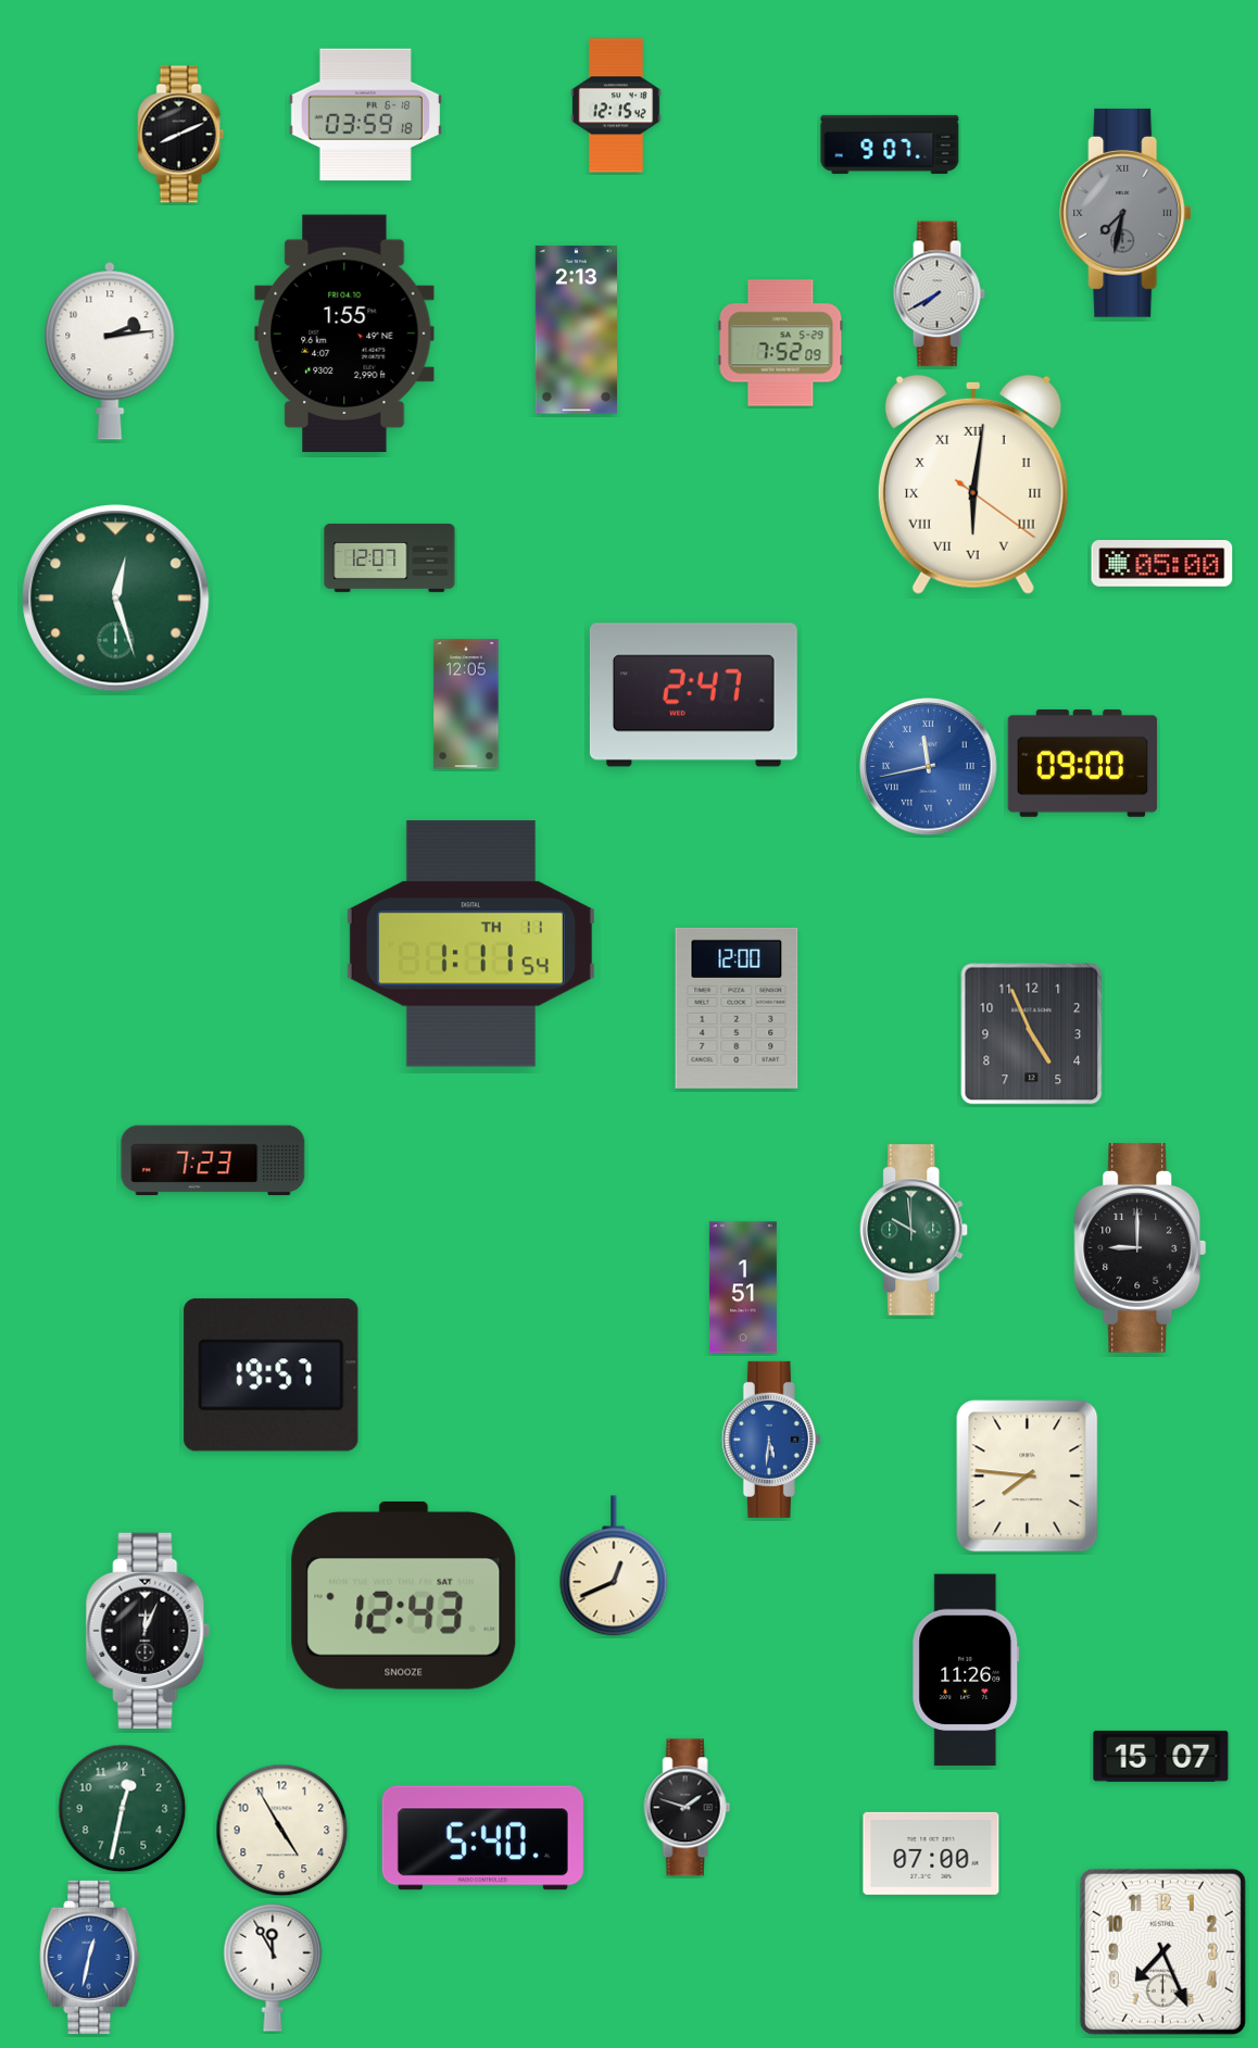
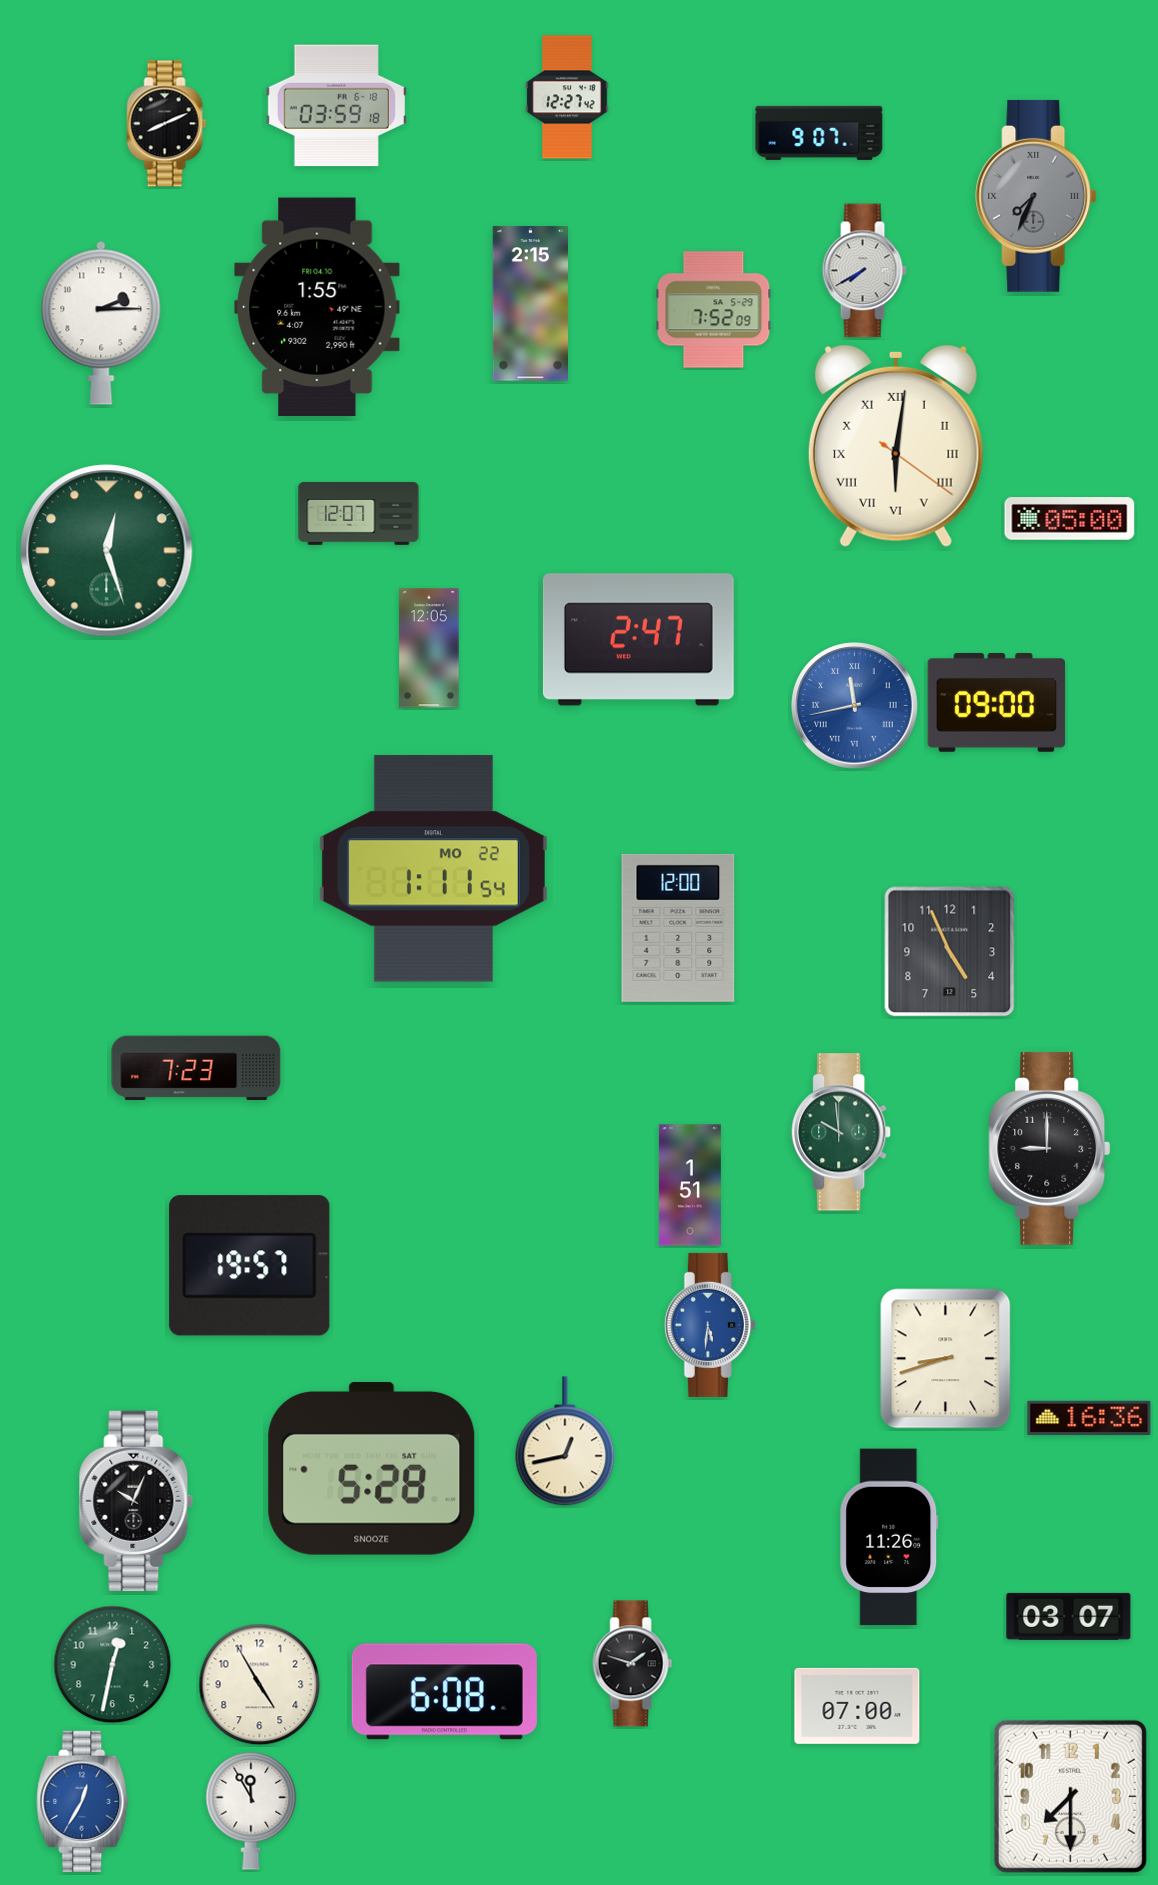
clock at (616, 105): 12:15 -> 12:27
clock at (1125, 213): 7:32 -> 7:34
clock at (576, 330): 2:13 -> 2:15
clock at (781, 343) position: (781, 343) -> (714, 310)
clock at (110, 351): 2:14 -> 2:15
clock at (470, 944) date: TH 11 -> MO 22
clock at (743, 1287) position: (743, 1287) -> (690, 1185)
clock at (1028, 1477): 7:46 -> 8:42
clock at (1089, 1417): none -> 16:36
clock at (614, 1566): 12:41 -> 12:43
clock at (404, 1595): 12:43 -> 5:28
clock at (148, 1631): 12:04 -> 10:04
clock at (1161, 1756): 15:07 -> 03:07
clock at (482, 1838): 5:40 -> 6:08
clock at (1162, 1951): 7:26 -> 7:30
clock at (90, 1957): 12:32 -> 12:35
